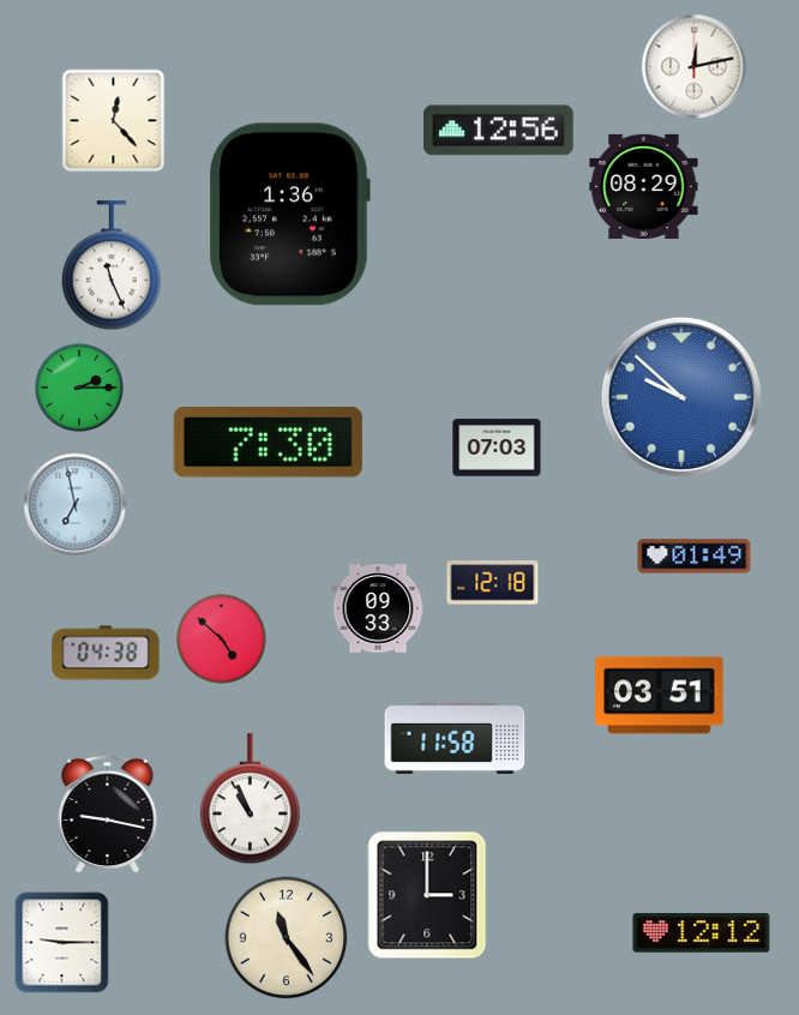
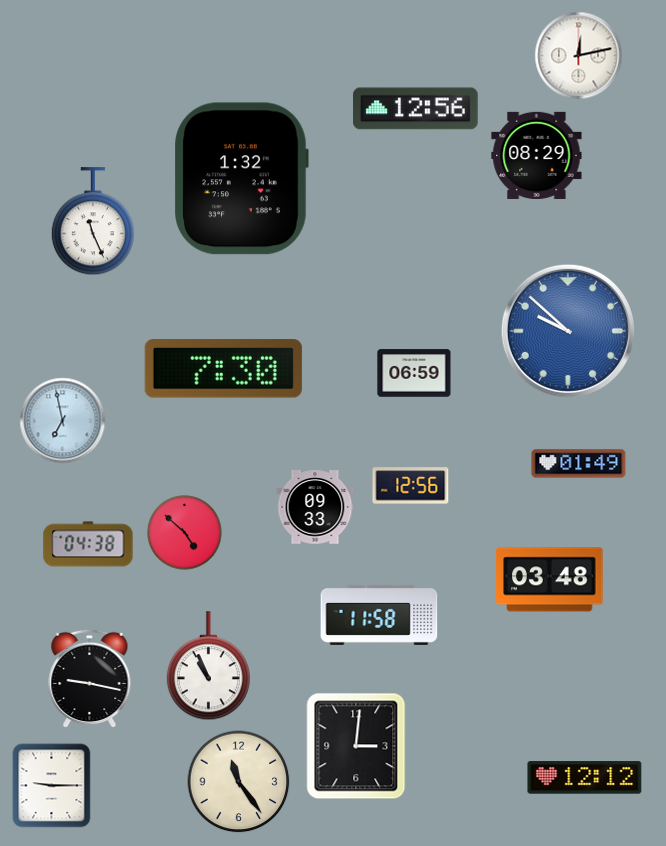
clock at (114, 121): 12:23 -> none
clock at (289, 215): 1:36 -> 1:32
clock at (79, 388): 2:15 -> none
clock at (497, 448): 07:03 -> 06:59
clock at (493, 583): 12:18 -> 12:56
clock at (660, 696): 03:51 -> 03:48
clock at (427, 895): 3:00 -> 3:01
